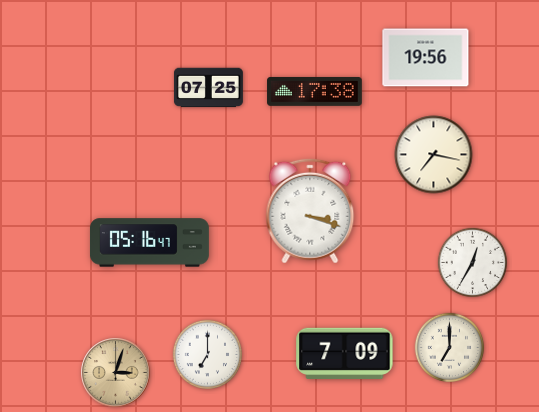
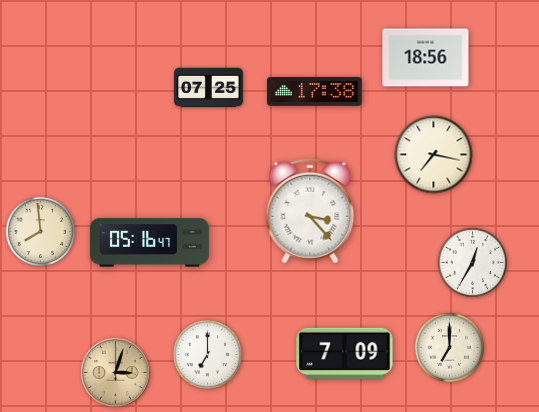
clock at (426, 58): 19:56 -> 18:56
clock at (310, 211): 3:18 -> 3:23
clock at (41, 232): none -> 7:59
